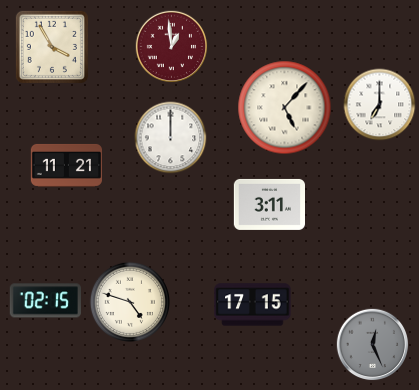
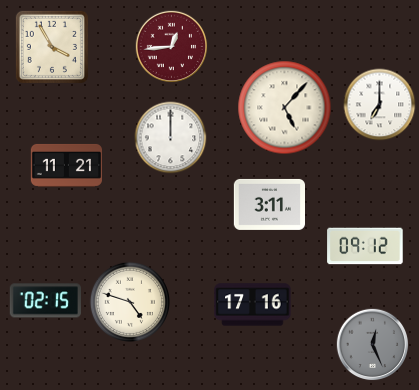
clock at (172, 47): 12:59 -> 12:44
clock at (365, 246): none -> 09:12
clock at (253, 305): 17:15 -> 17:16
